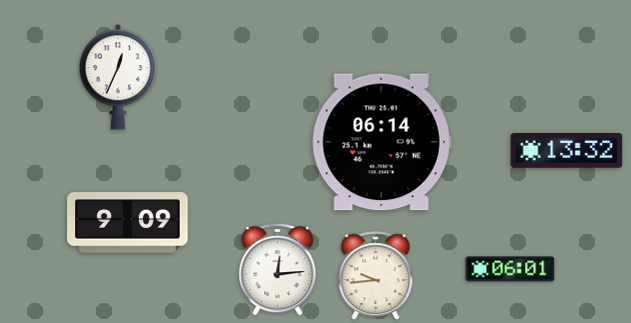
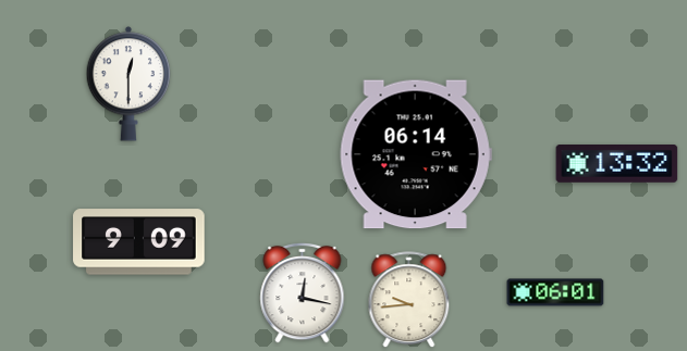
clock at (118, 77): 12:34 -> 12:30
clock at (278, 269): 12:14 -> 12:17
